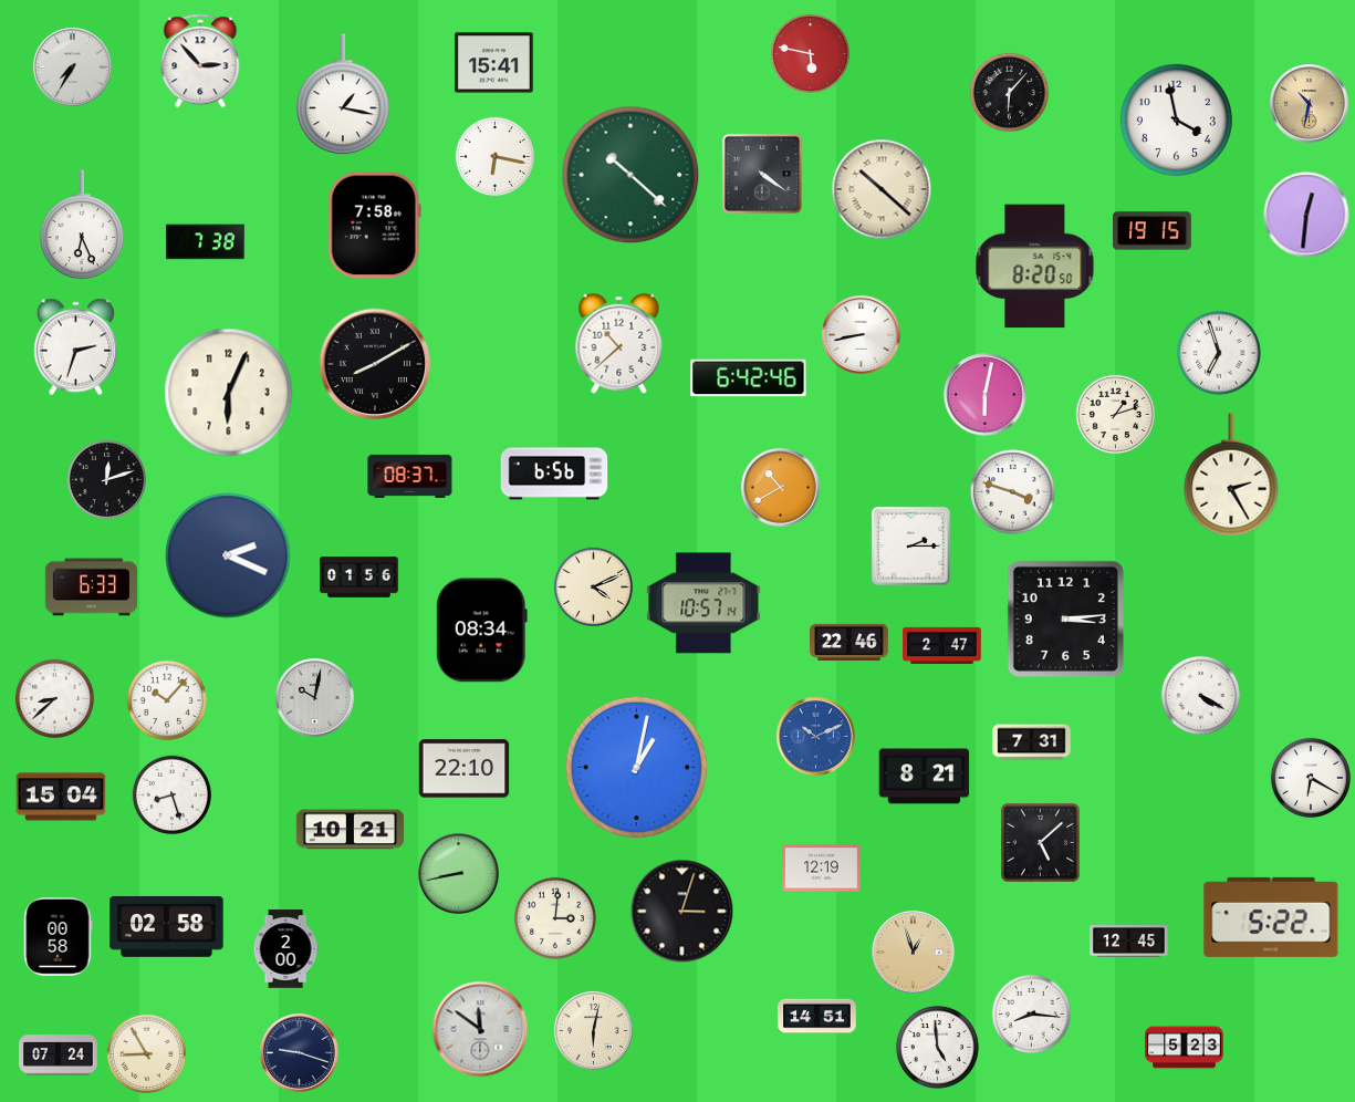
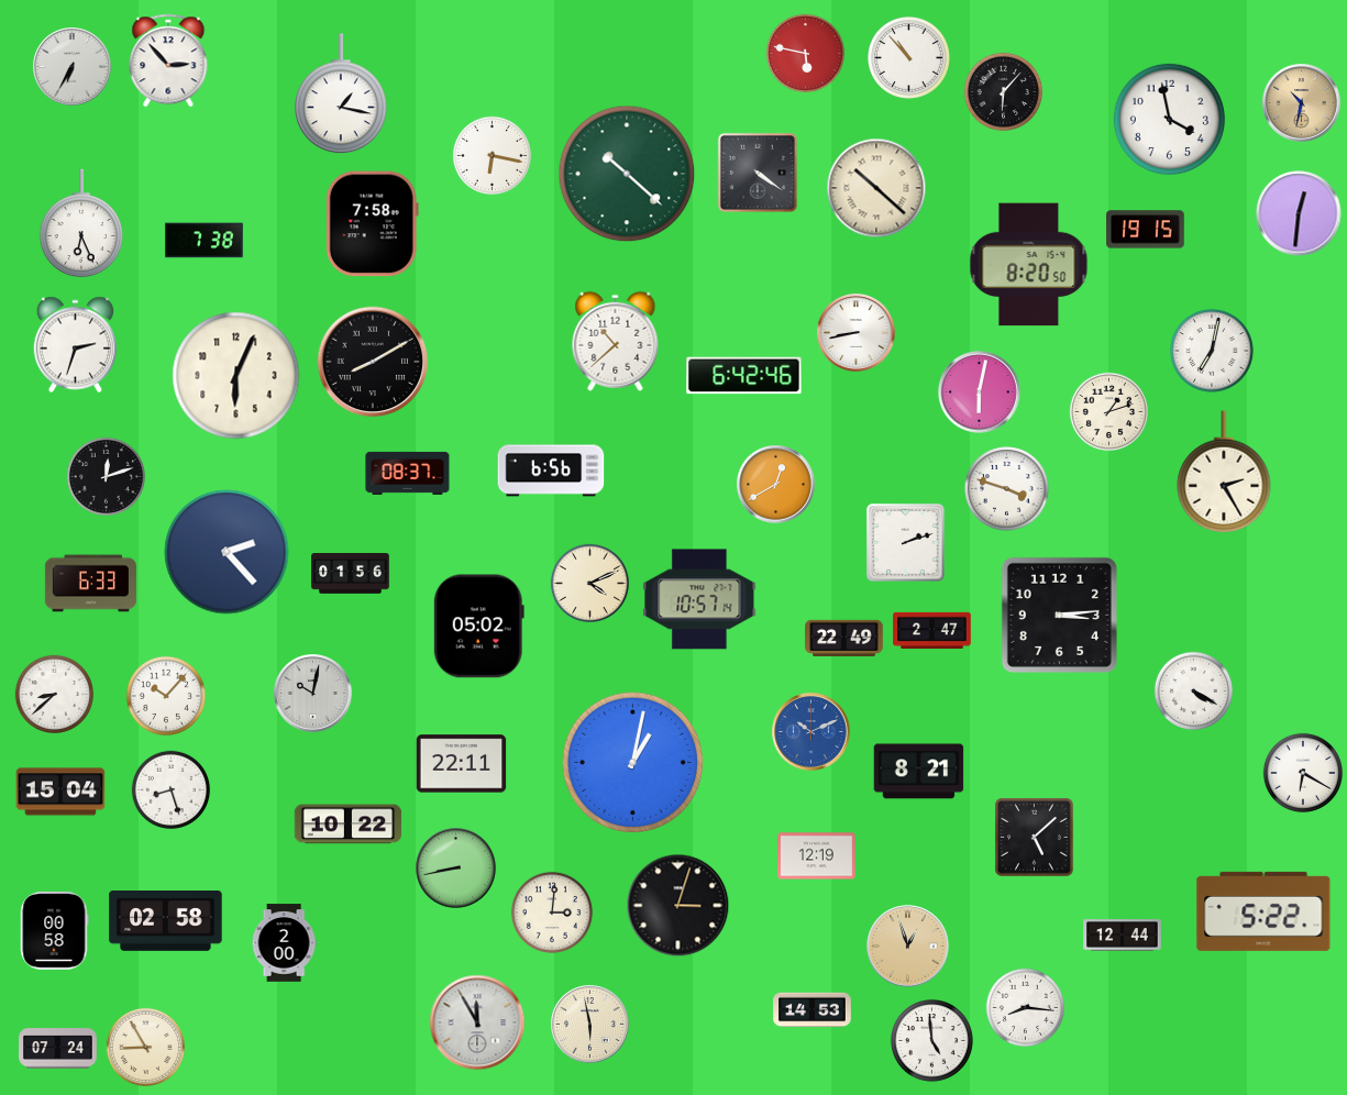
clock at (908, 57): none -> 10:53
clock at (200, 61) position: (200, 61) -> (168, 60)
clock at (494, 63): 15:41 -> none
clock at (73, 67): 7:35 -> 6:35
clock at (1220, 354): 6:57 -> 7:02
clock at (229, 393) position: (229, 393) -> (236, 376)
clock at (781, 488): 10:40 -> 12:40
clock at (910, 545): 2:15 -> 2:12
clock at (228, 555): 2:19 -> 2:23
clock at (359, 578) position: (359, 578) -> (351, 574)
clock at (481, 631): 08:34 -> 05:02
clock at (850, 642): 22:46 -> 22:49
clock at (942, 645) position: (942, 645) -> (932, 630)
clock at (1032, 742): 7:31 -> none
clock at (465, 769): 22:10 -> 22:11
clock at (351, 830): 10:21 -> 10:22
clock at (822, 869) position: (822, 869) -> (817, 856)
clock at (59, 937) position: (59, 937) -> (55, 931)
clock at (1129, 942): 12:45 -> 12:44
clock at (817, 1017): 14:51 -> 14:53
clock at (480, 1029): 11:51 -> 11:55
clock at (594, 1031): 6:02 -> 5:58
clock at (1185, 1048): 5:23 -> none
clock at (300, 1053): 9:18 -> none
